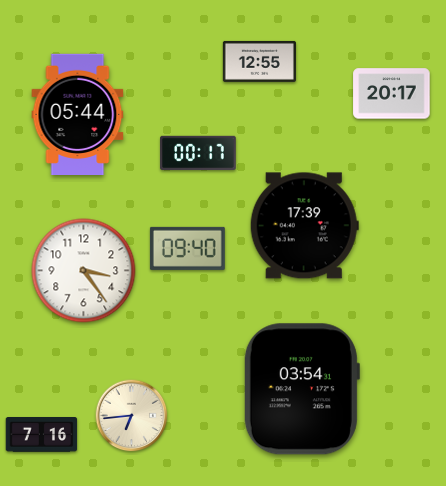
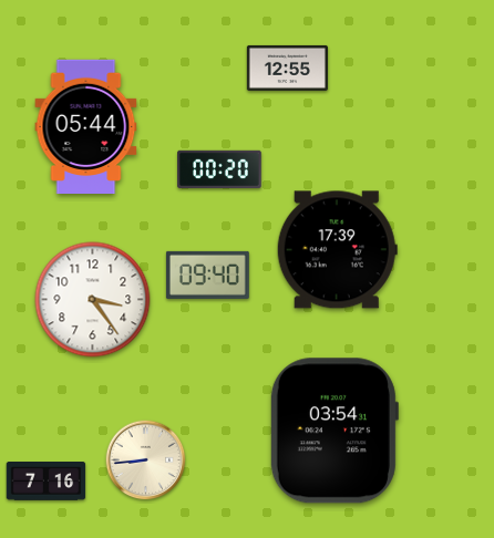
clock at (392, 94): 20:17 -> none
clock at (198, 152): 00:17 -> 00:20
clock at (132, 416): 6:44 -> 8:44
